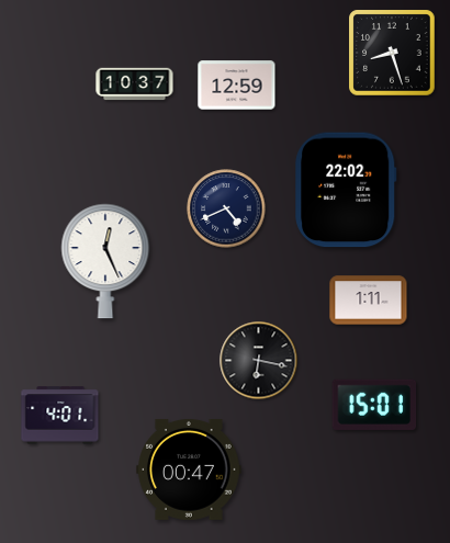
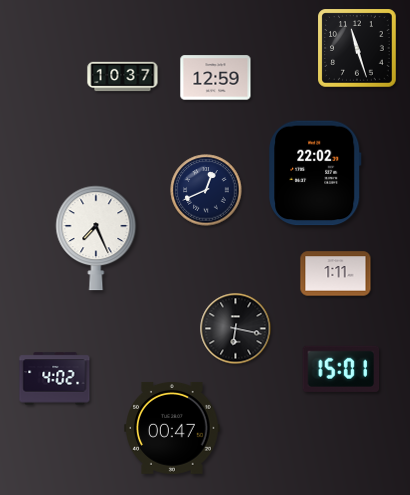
clock at (392, 53): 8:27 -> 11:27
clock at (226, 208): 4:41 -> 12:41
clock at (105, 261): 12:26 -> 7:26
clock at (60, 416): 4:01 -> 4:02
